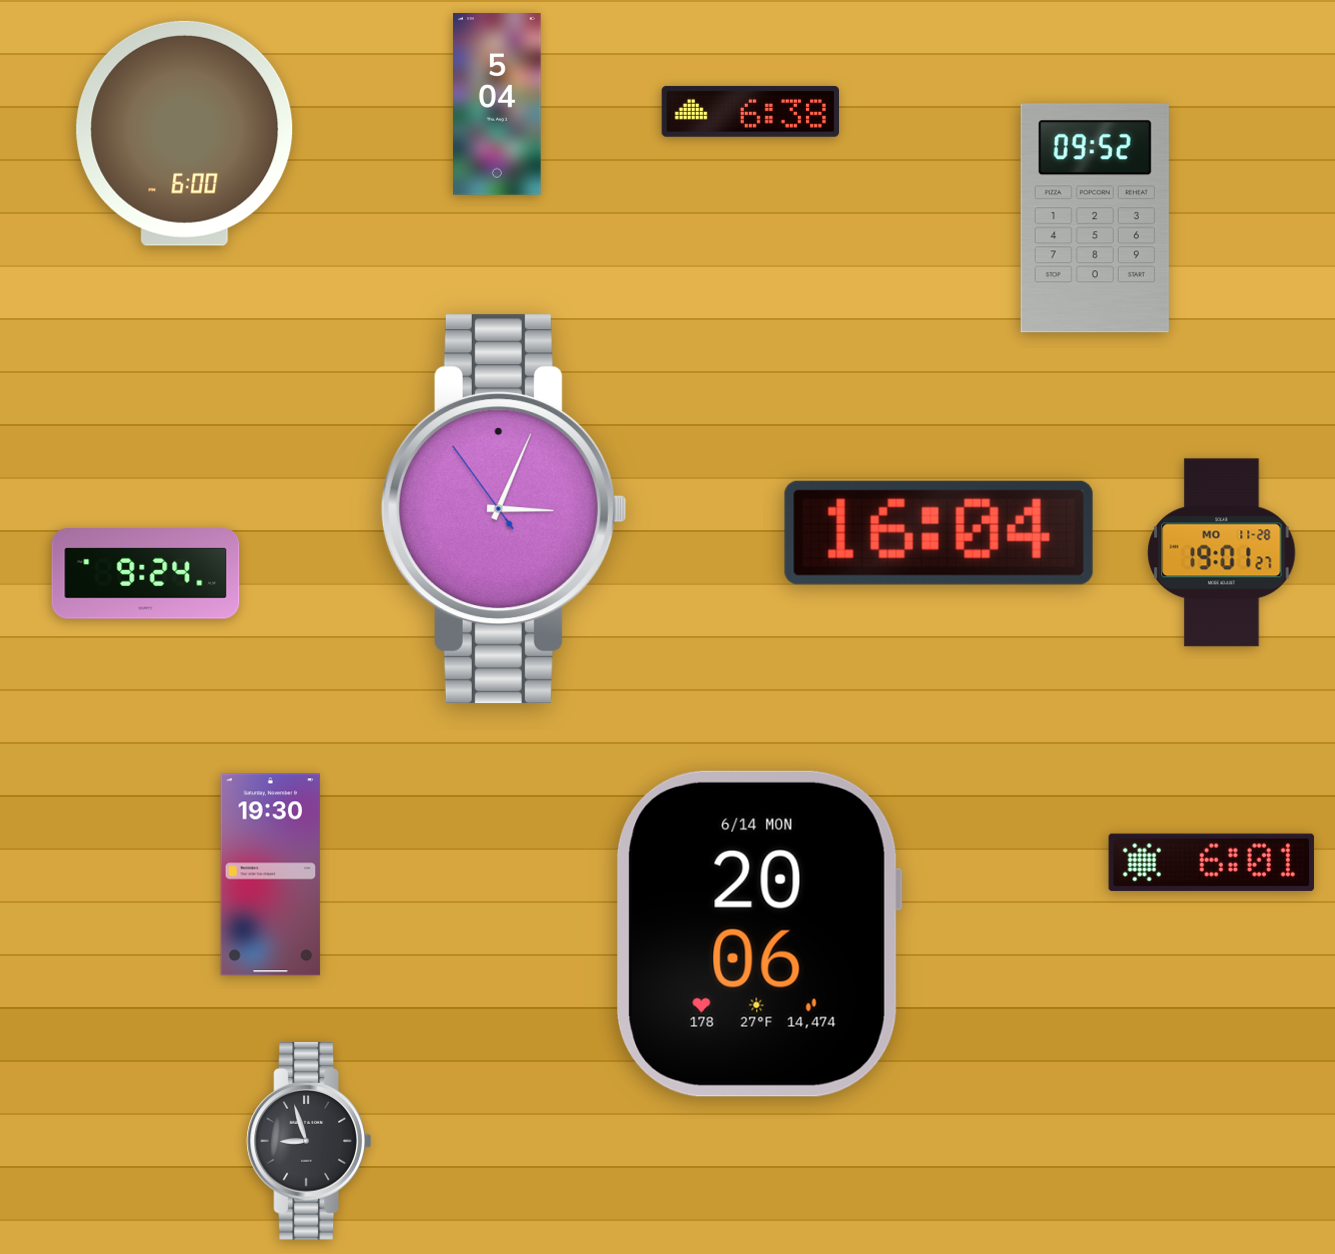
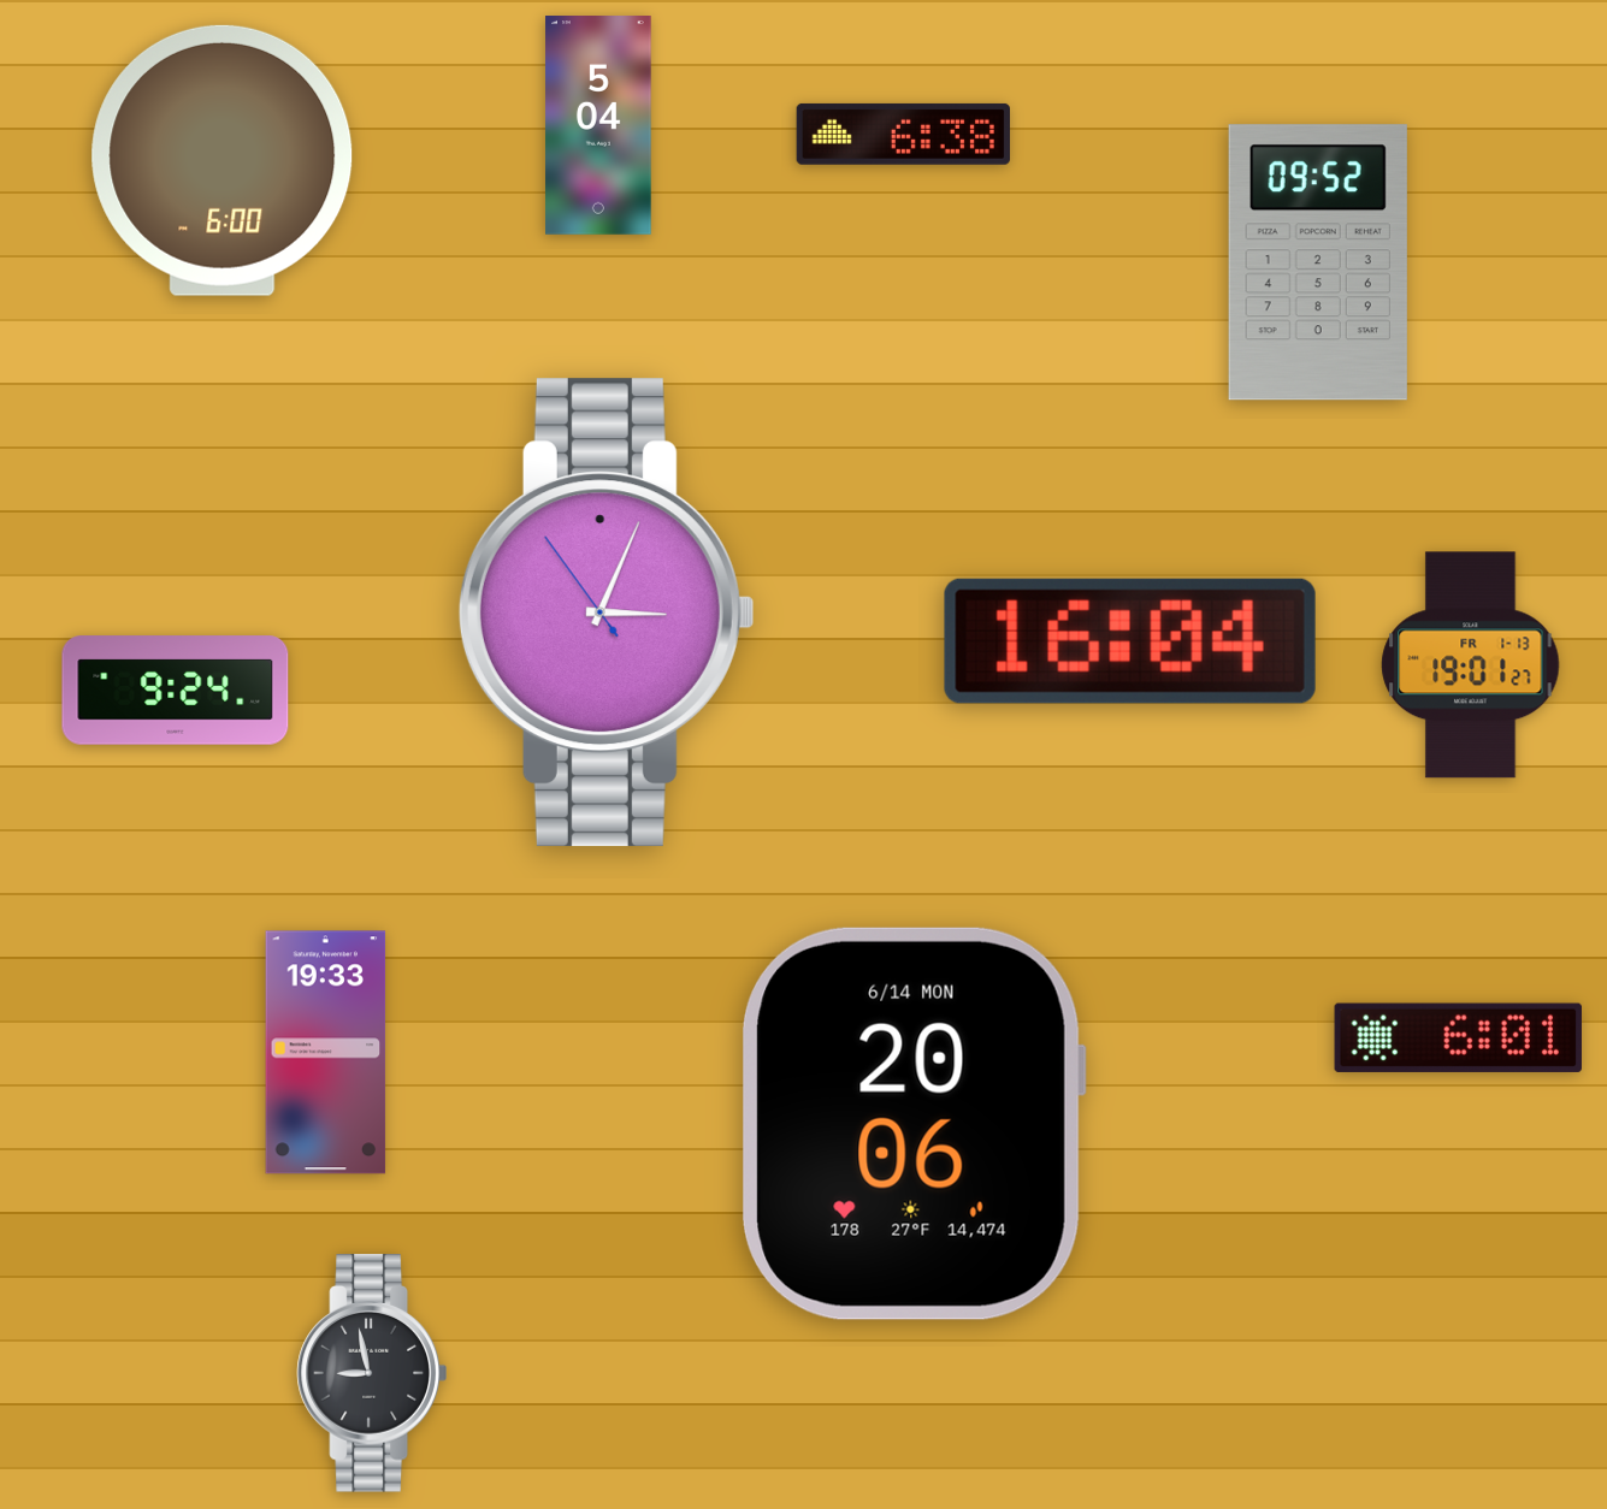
clock at (1222, 553) date: MO 11-28 -> FR 1-13
clock at (271, 875): 19:30 -> 19:33
clock at (309, 1141): 8:57 -> 8:58
